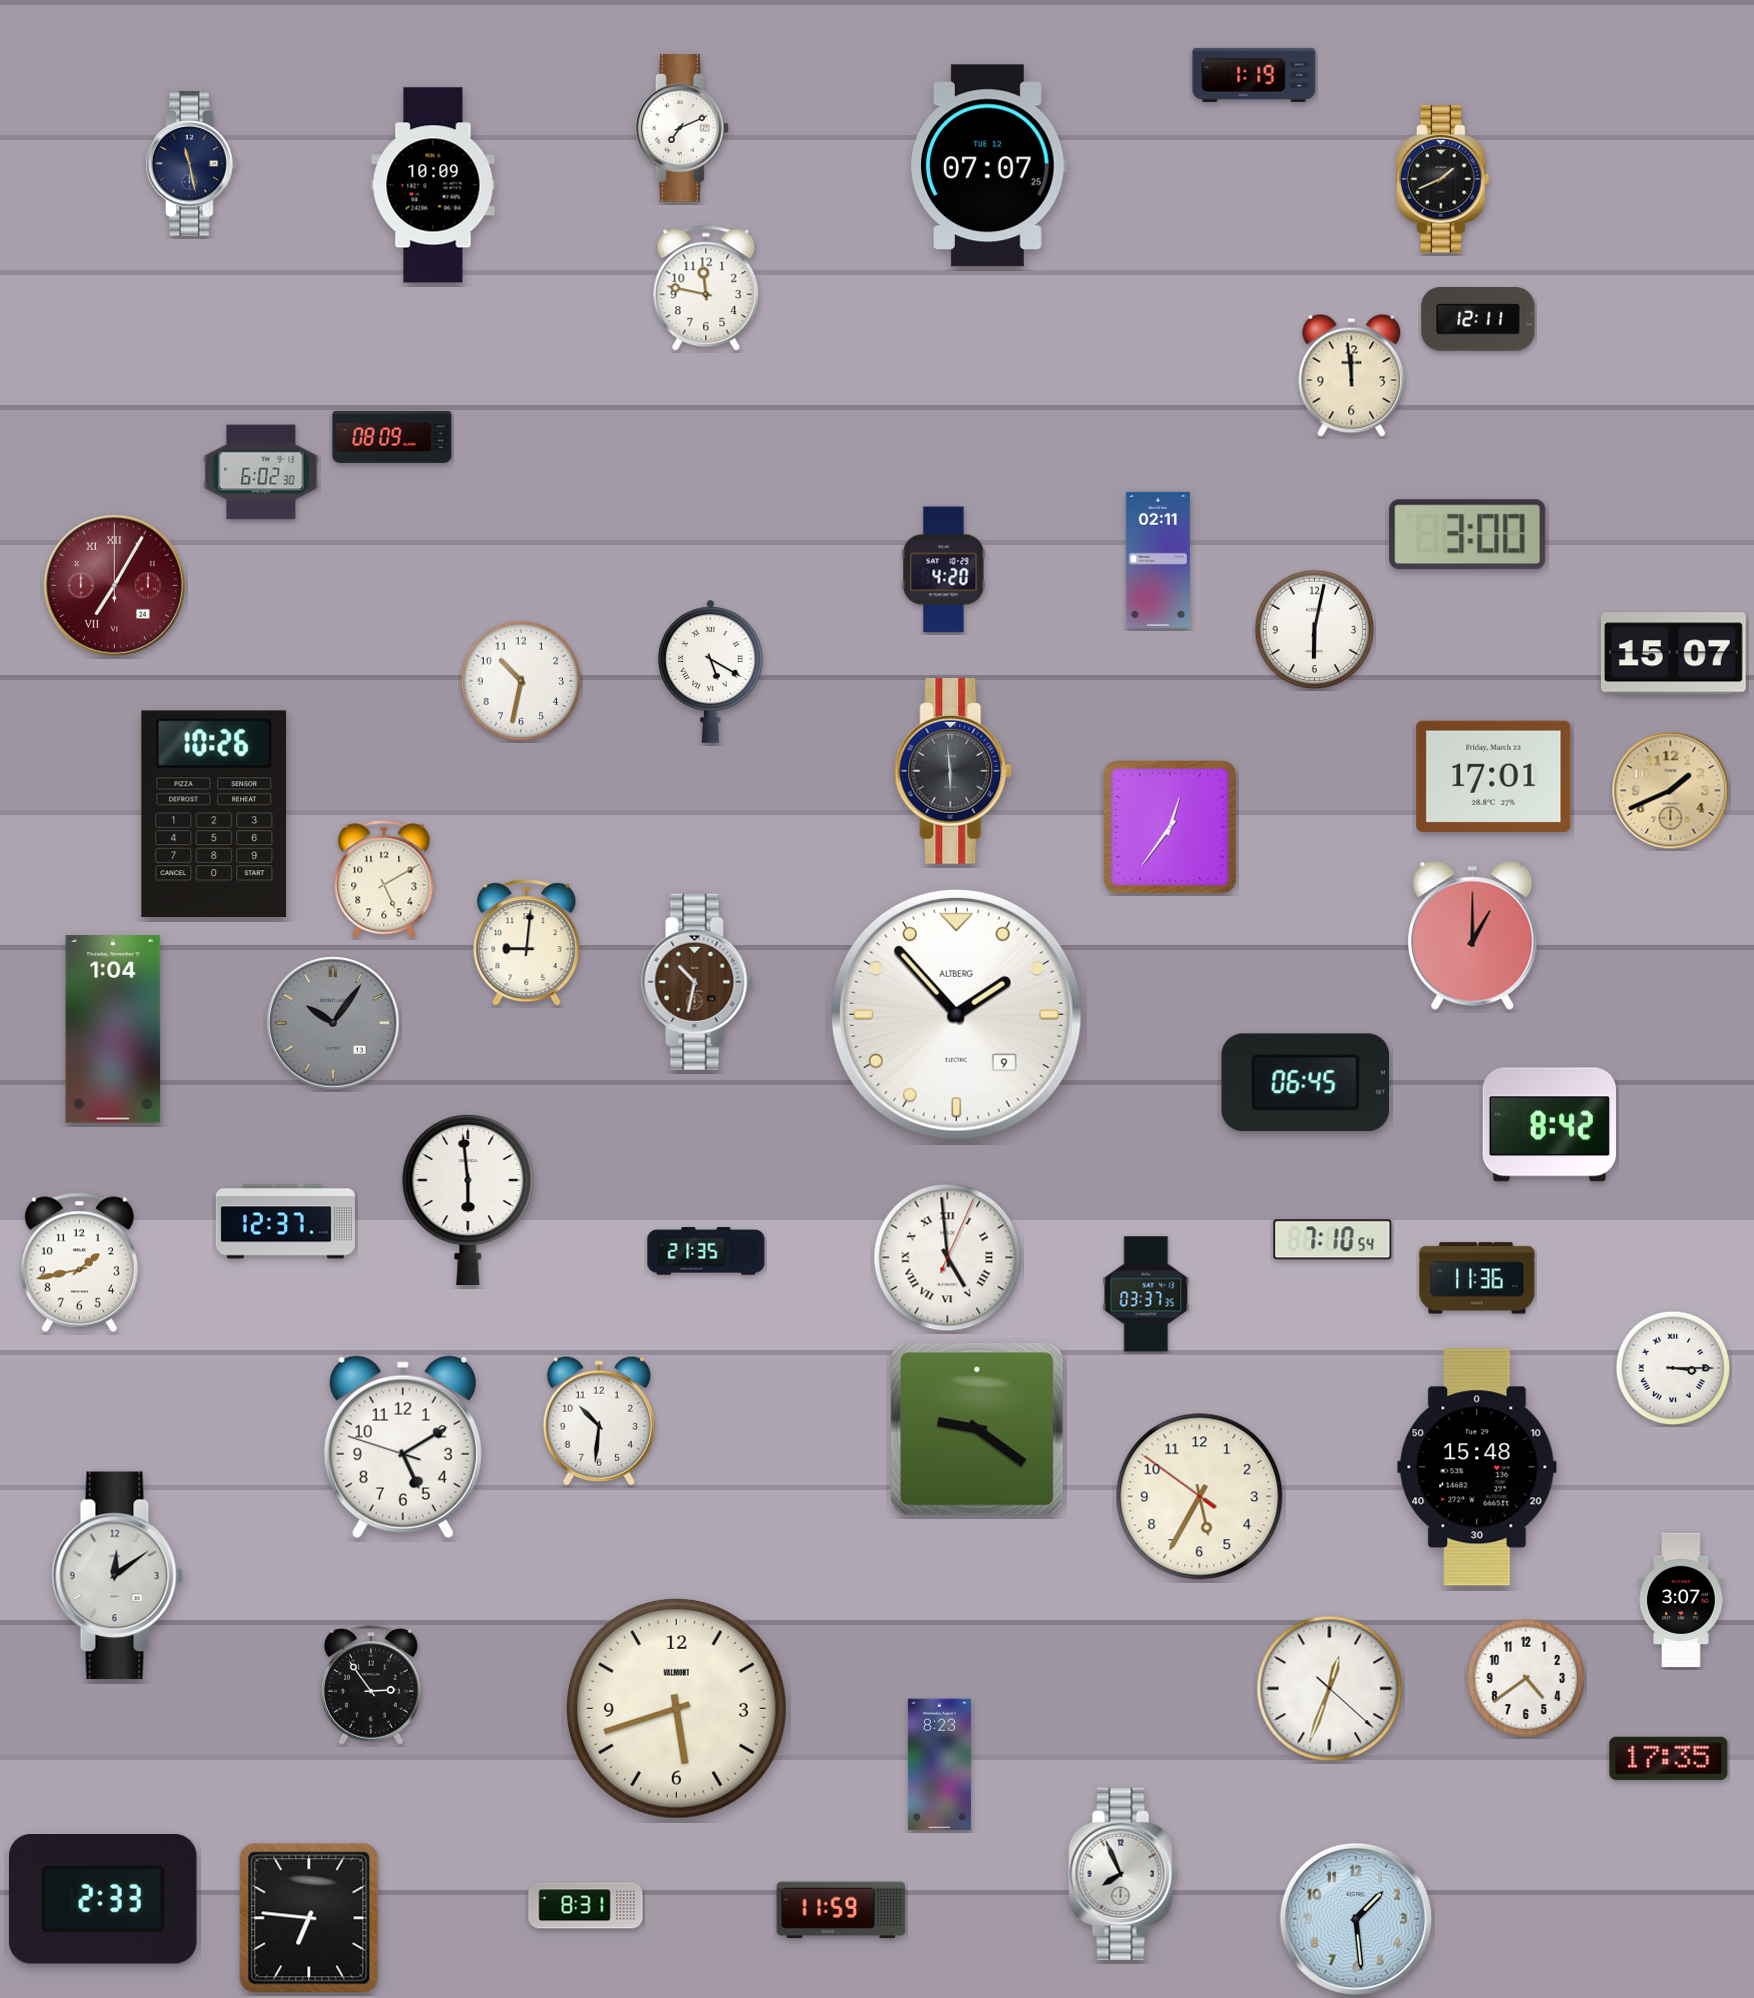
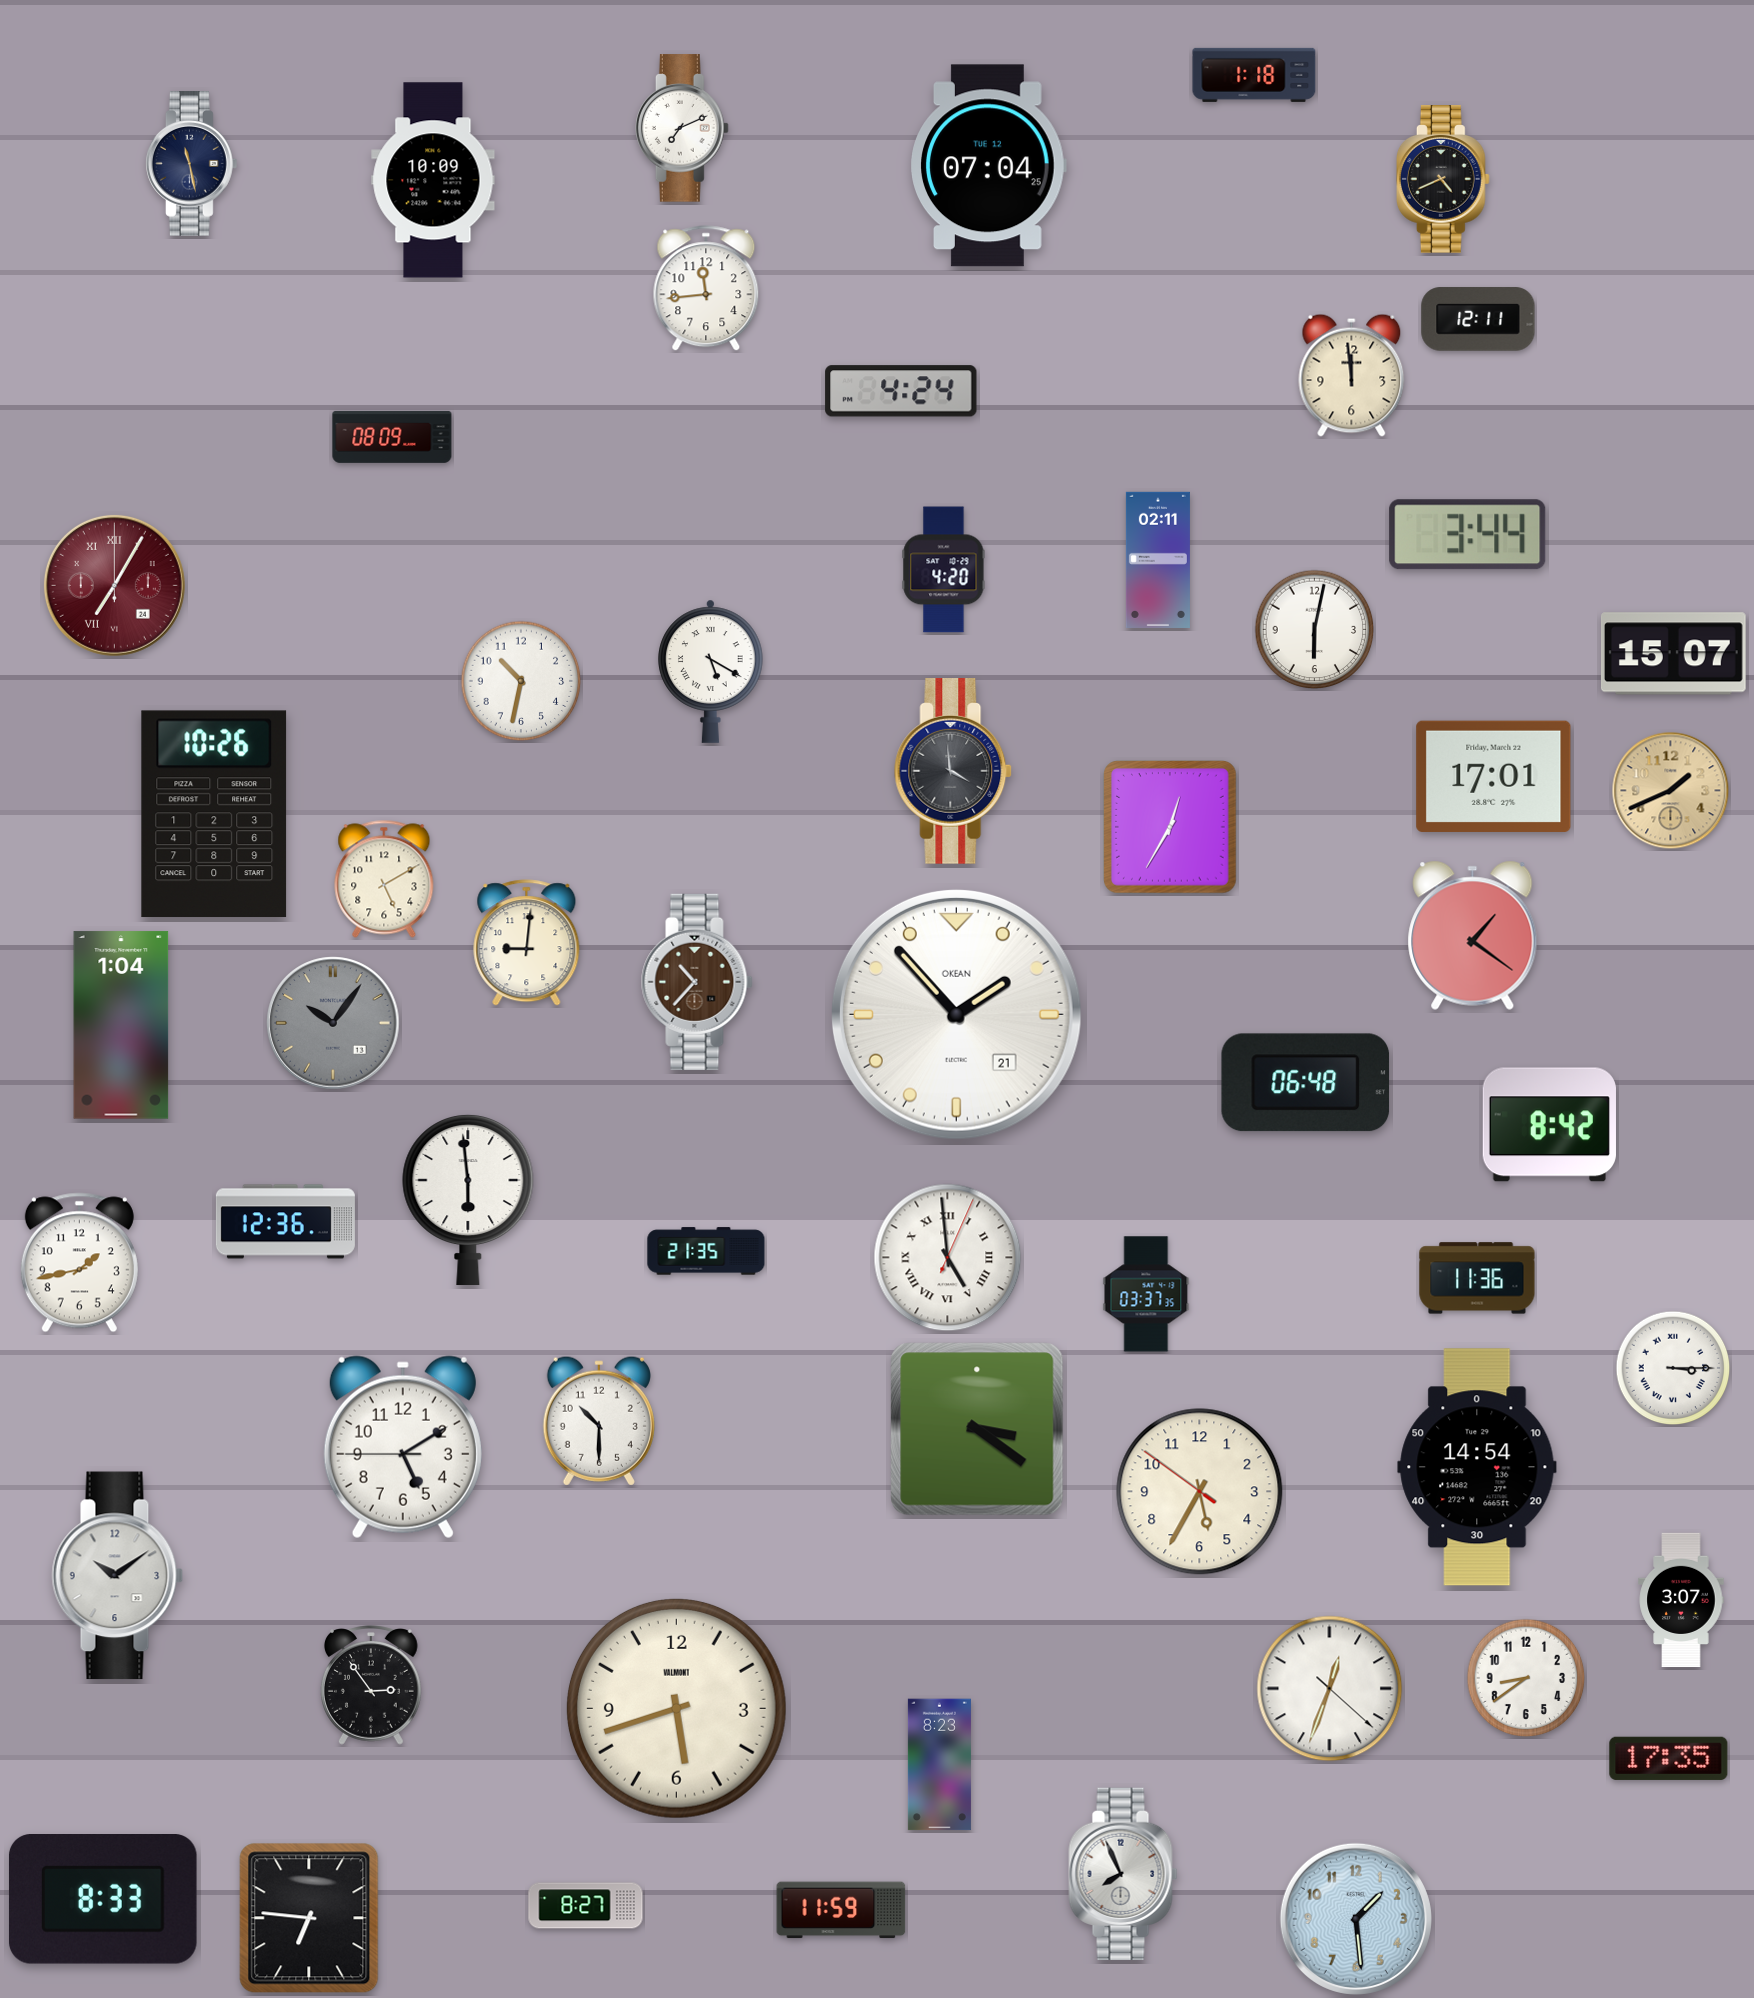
clock at (1254, 75): 1:19 -> 1:18
clock at (988, 166): 07:07 -> 07:04
clock at (1443, 179): 1:41 -> 4:41
clock at (433, 185) position: (433, 185) -> (433, 180)
clock at (706, 289): 11:47 -> 11:44
clock at (901, 391): none -> 4:24
clock at (261, 472): 6:02 -> none
clock at (1468, 535): 3:00 -> 3:44
clock at (954, 772): 5:59 -> 3:59
clock at (1171, 828): 12:36 -> 12:35
clock at (1473, 935): 1:00 -> 1:21
clock at (697, 982): 10:32 -> 10:37
clock at (956, 1014) date: 9 -> 21
clock at (956, 1014) brand: ALTBERG -> OKEAN
clock at (113, 1029) position: (113, 1029) -> (121, 1025)
clock at (1306, 1083): 06:45 -> 06:48
clock at (285, 1222): 12:37 -> 12:36
clock at (1333, 1240): 7:10 -> none
clock at (599, 1421): 10:31 -> 10:30
clock at (977, 1429): 9:21 -> 3:21
clock at (403, 1447): 5:09:48 -> 5:09:45
clock at (1477, 1467): 15:48 -> 14:54
clock at (1200, 1497) position: (1200, 1497) -> (1200, 1492)
clock at (118, 1576): 12:09 -> 10:09
clock at (1526, 1678): 4:39 -> 8:39
clock at (103, 1900): 2:33 -> 8:33
clock at (586, 1906): 8:31 -> 8:27
